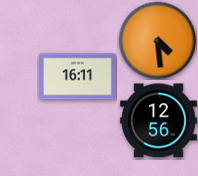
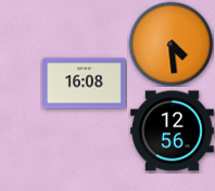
clock at (78, 77): 16:11 -> 16:08
